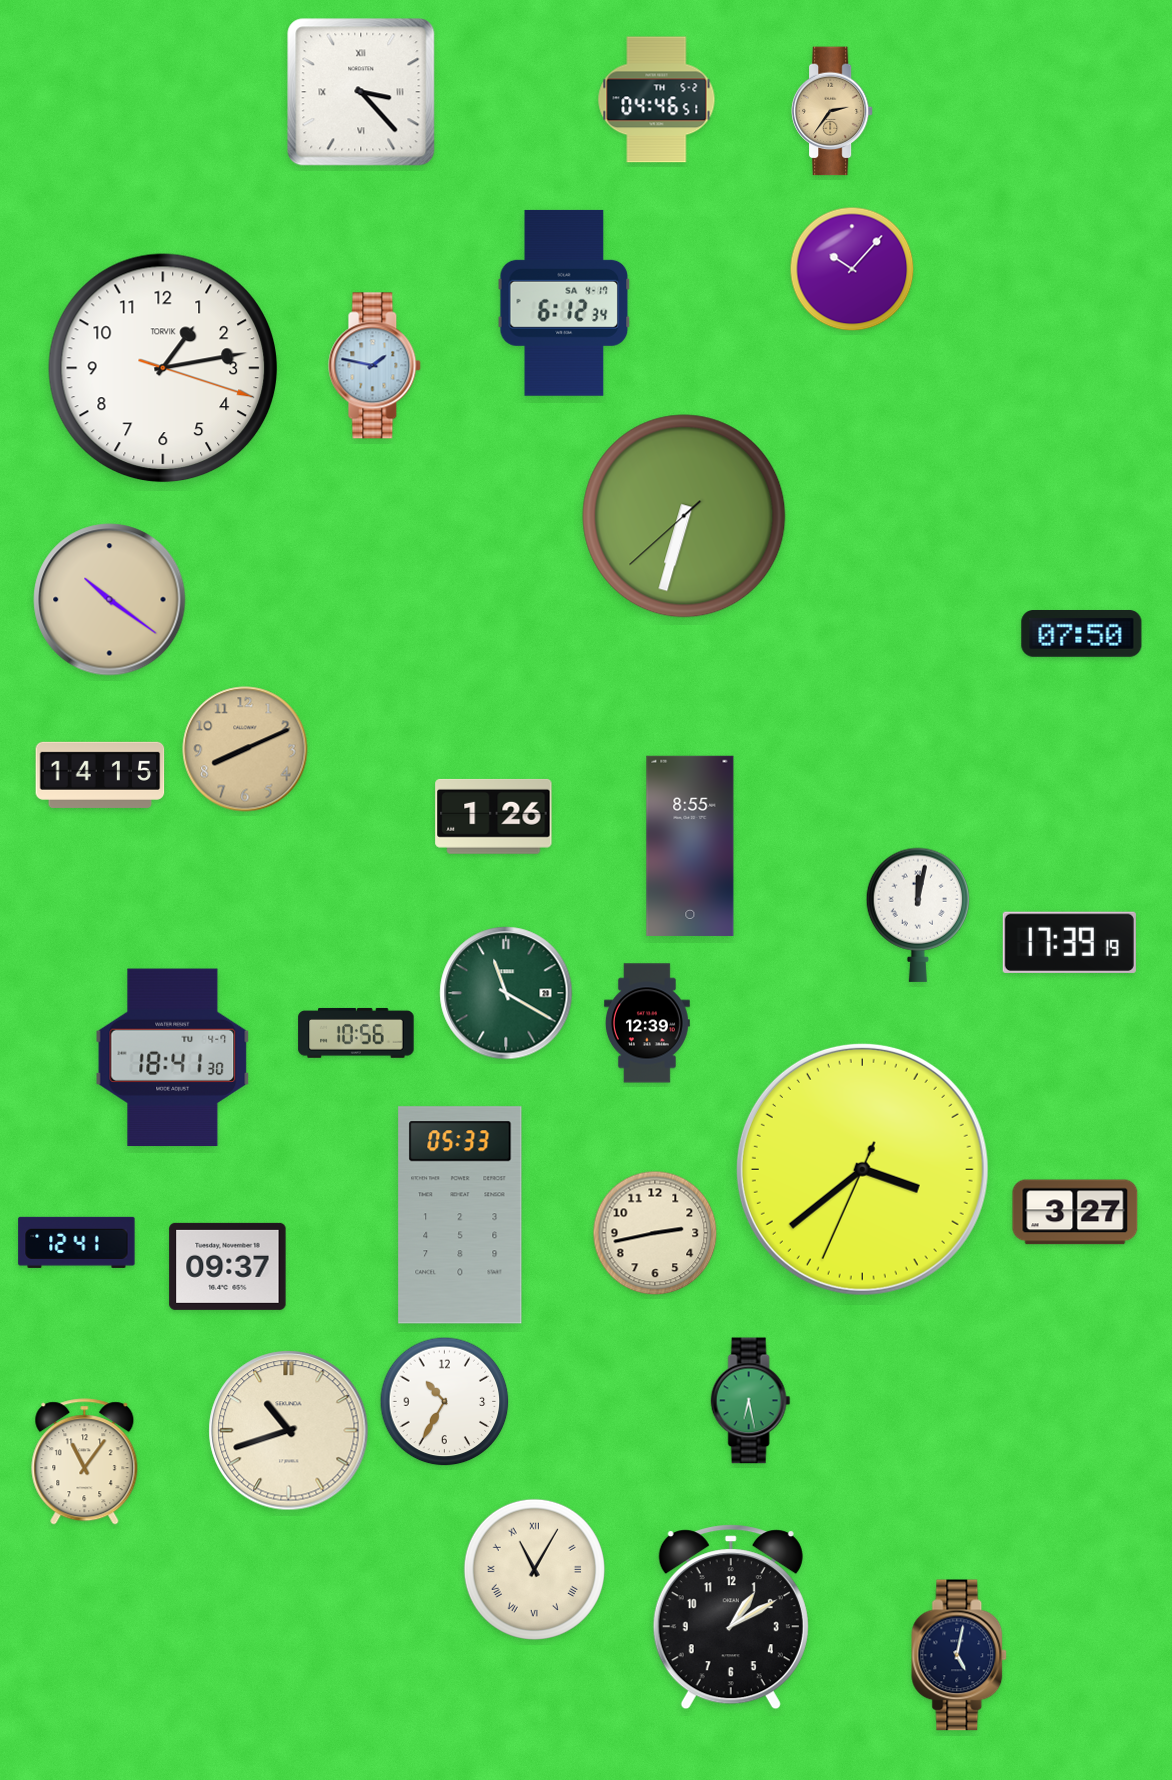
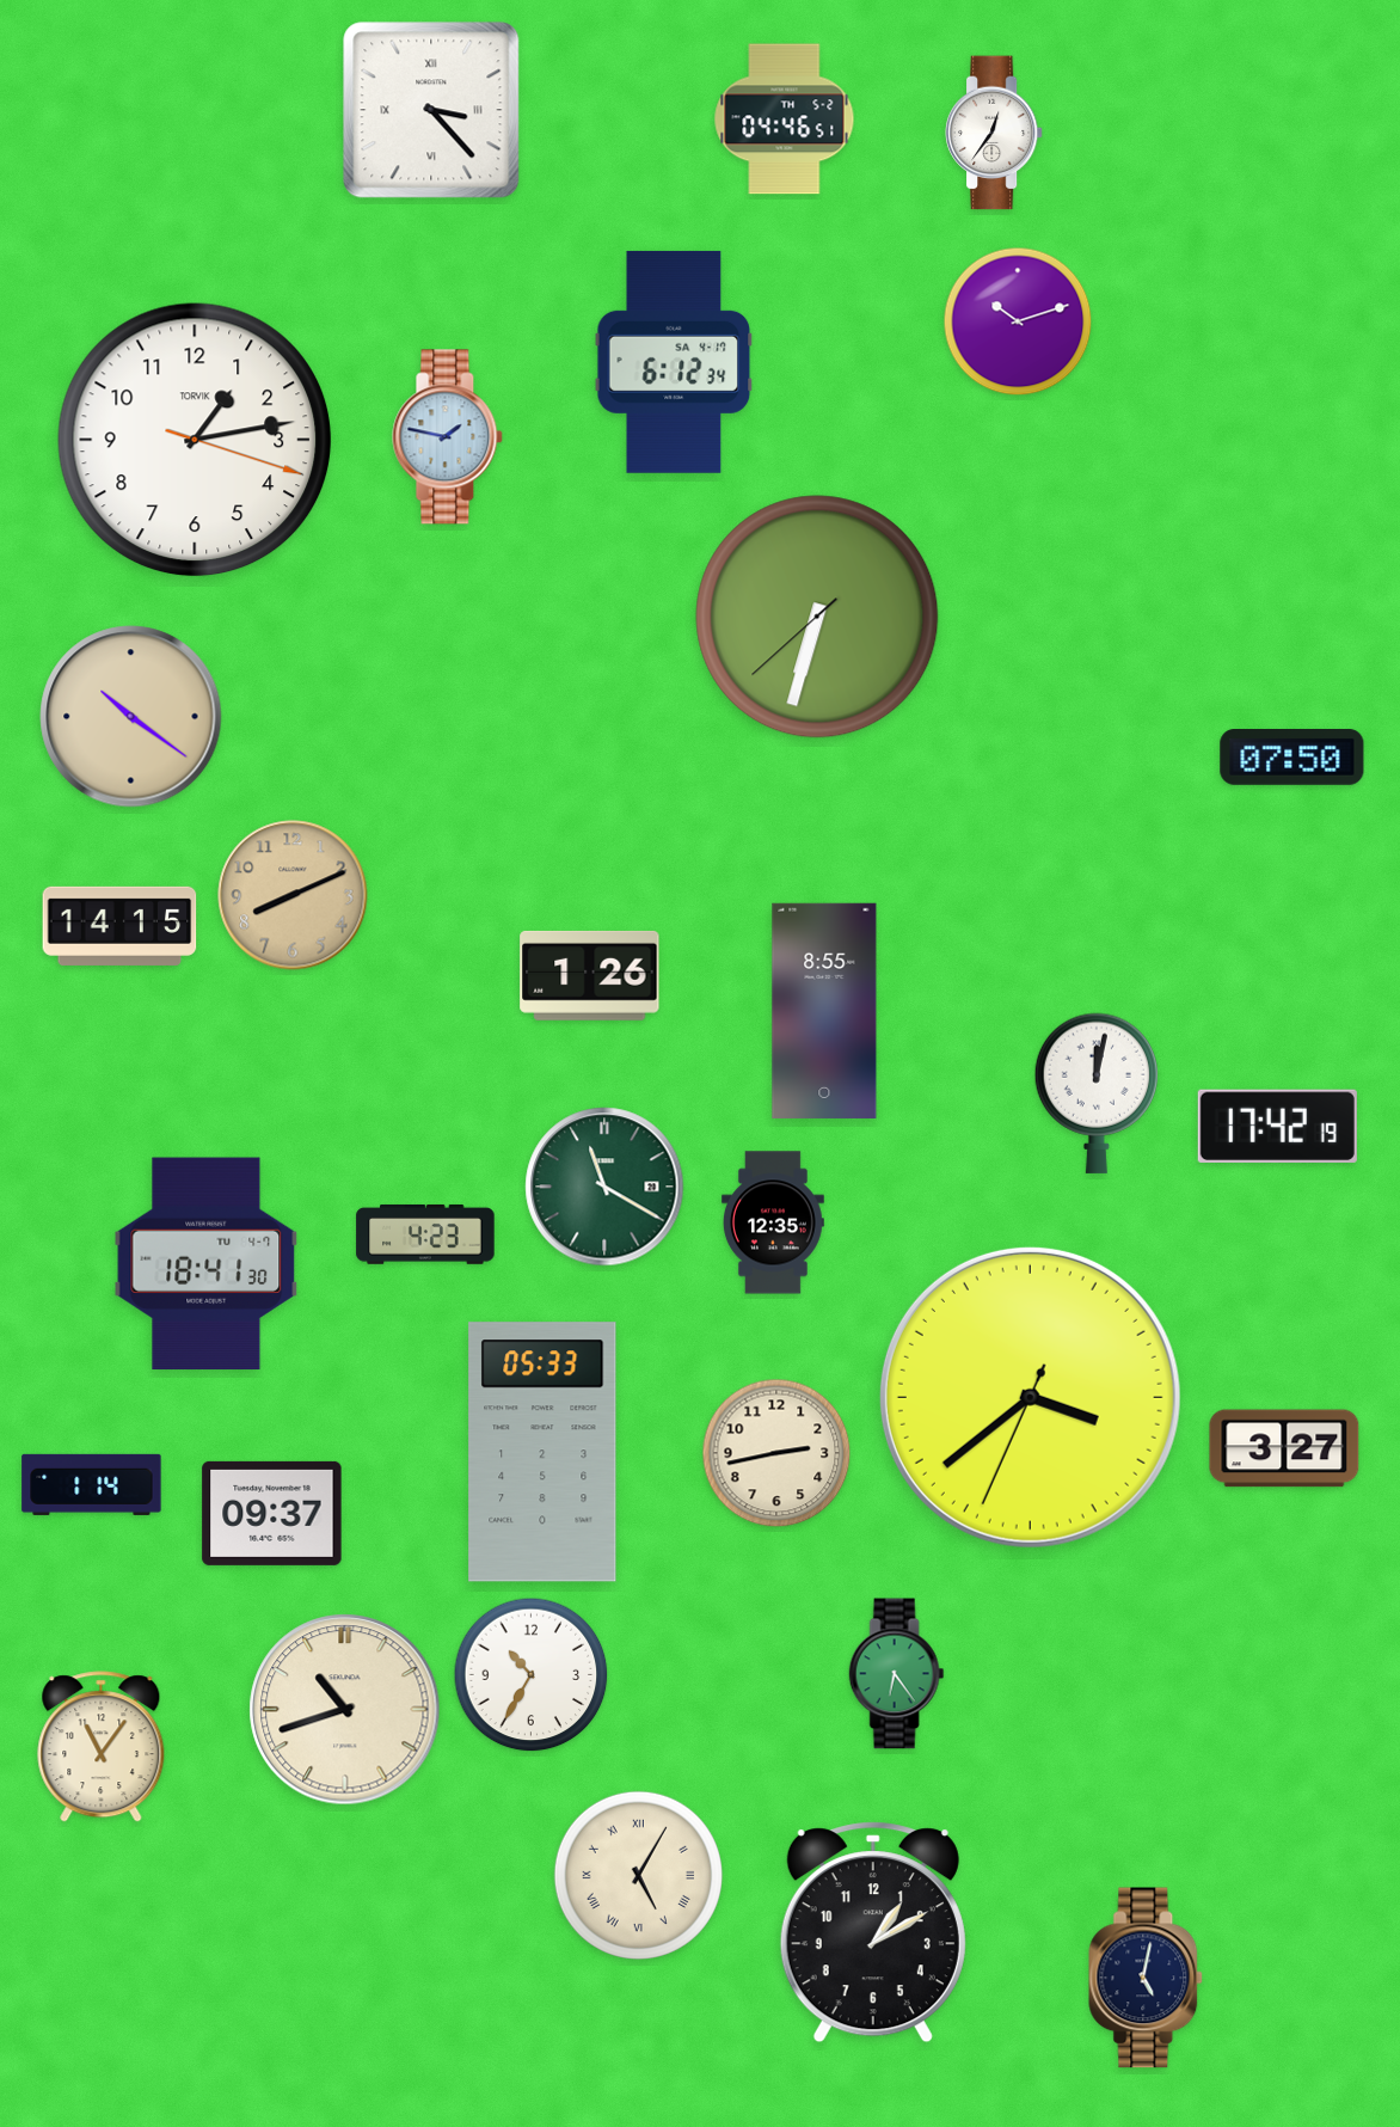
clock at (832, 111): 2:36 -> 12:36
clock at (832, 111) dial: champagne -> white
clock at (852, 269): 10:07 -> 10:12
clock at (1069, 942): 17:39 -> 17:42
clock at (647, 1023): 12:39 -> 12:35
clock at (356, 1033): 10:56 -> 4:23
clock at (460, 1215) position: (460, 1215) -> (542, 1452)
clock at (655, 1233) position: (655, 1233) -> (776, 1453)
clock at (77, 1242): 12:41 -> 1:14
clock at (751, 1401): 6:28 -> 6:24
clock at (534, 1569): 11:05 -> 5:05
